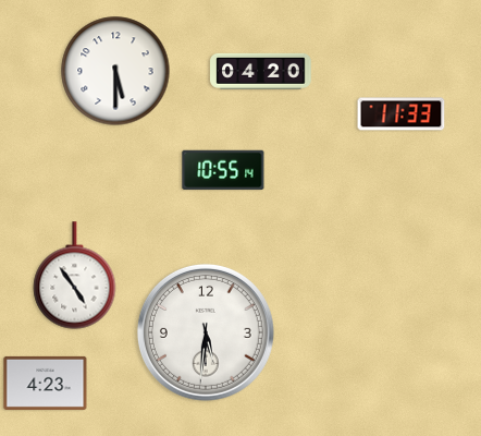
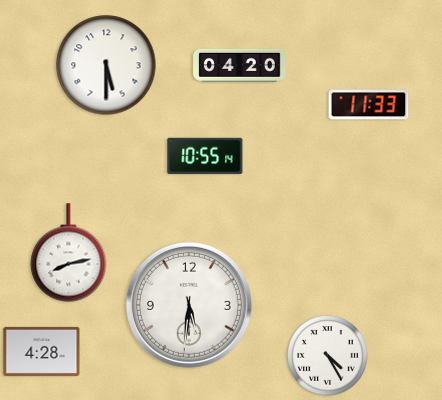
clock at (75, 276): 4:54 -> 8:13
clock at (46, 383): 4:23 -> 4:28
clock at (328, 356): none -> 4:25
